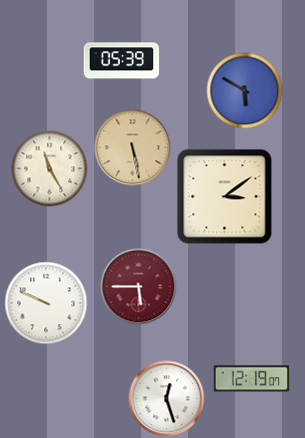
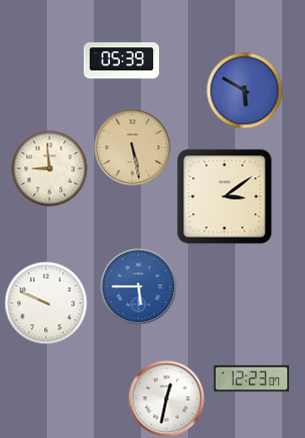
clock at (50, 169): 11:25 -> 8:59
clock at (139, 287) dial: burgundy -> blue
clock at (252, 379): 12:19 -> 12:23
clock at (167, 399): 12:27 -> 12:32
